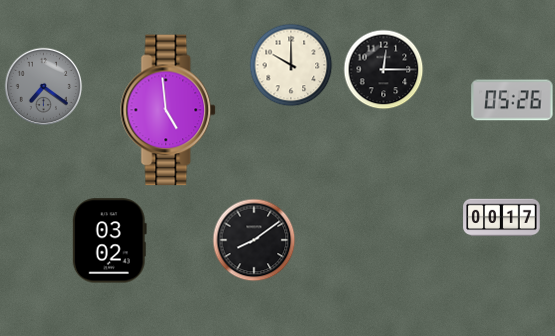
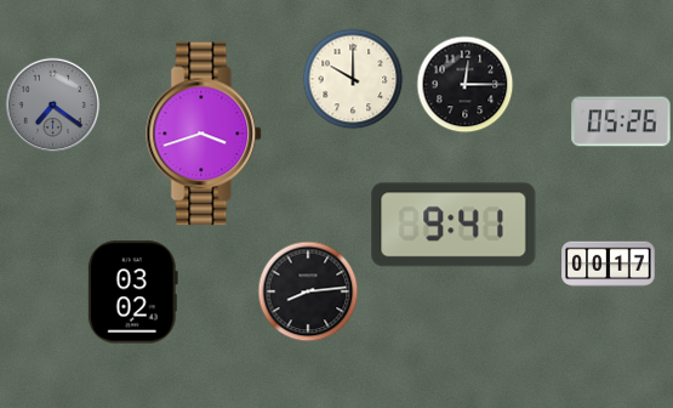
clock at (169, 110): 4:59 -> 3:42
clock at (454, 225): none -> 9:41
clock at (254, 240): 8:09 -> 8:14
